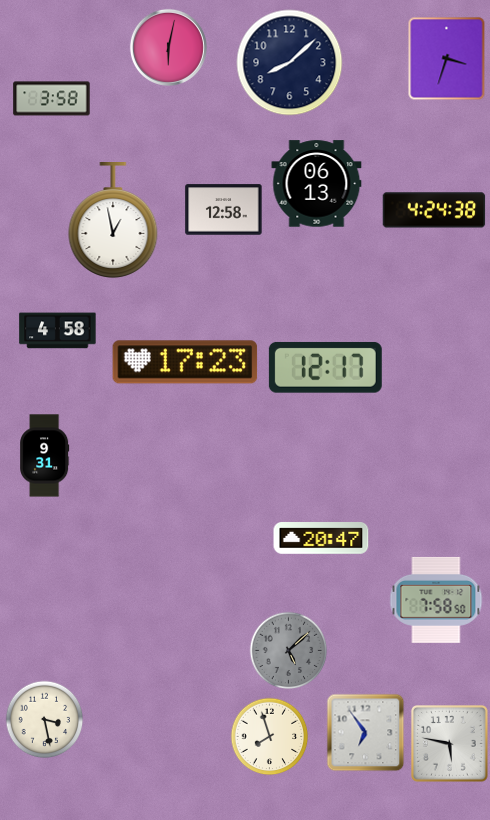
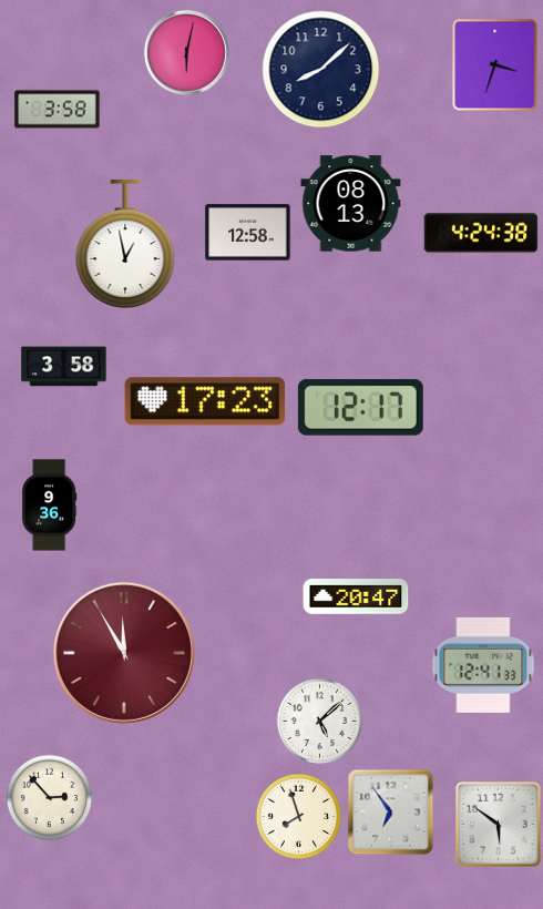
clock at (317, 184): 06:13 -> 08:13
clock at (58, 331): 4:58 -> 3:58
clock at (45, 456): 9:31 -> 9:36
clock at (124, 653): none -> 11:55
clock at (436, 600): 7:58 -> 12:41
clock at (288, 650) dial: grey -> white
clock at (44, 719): 3:28 -> 2:53
clock at (365, 732) position: (365, 732) -> (390, 811)
clock at (450, 744): 5:47 -> 5:51
